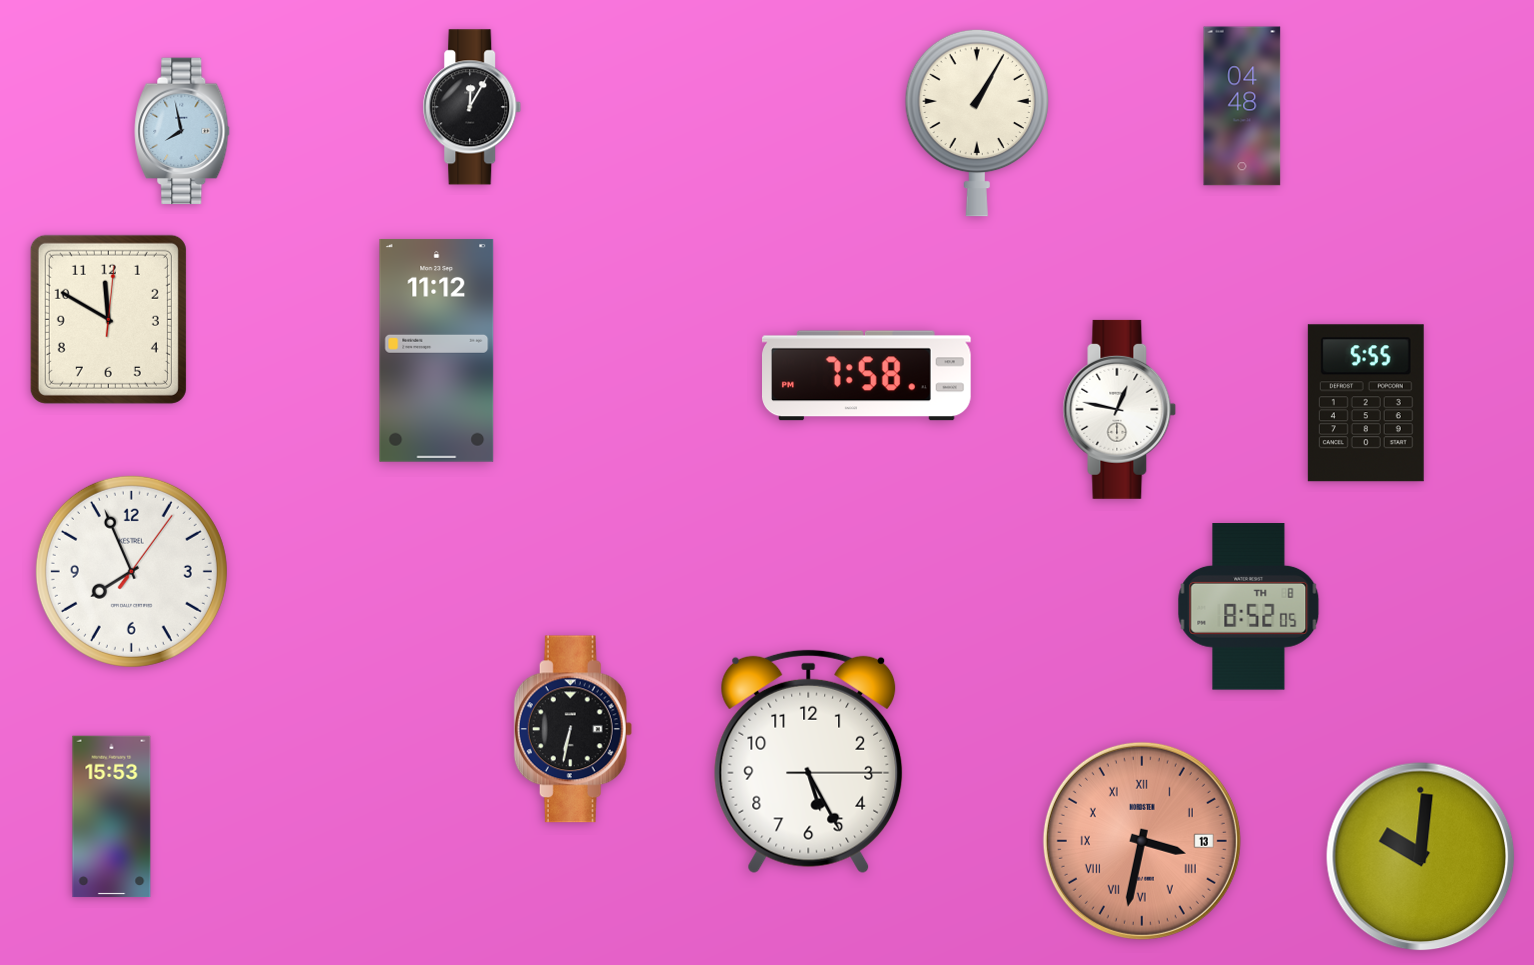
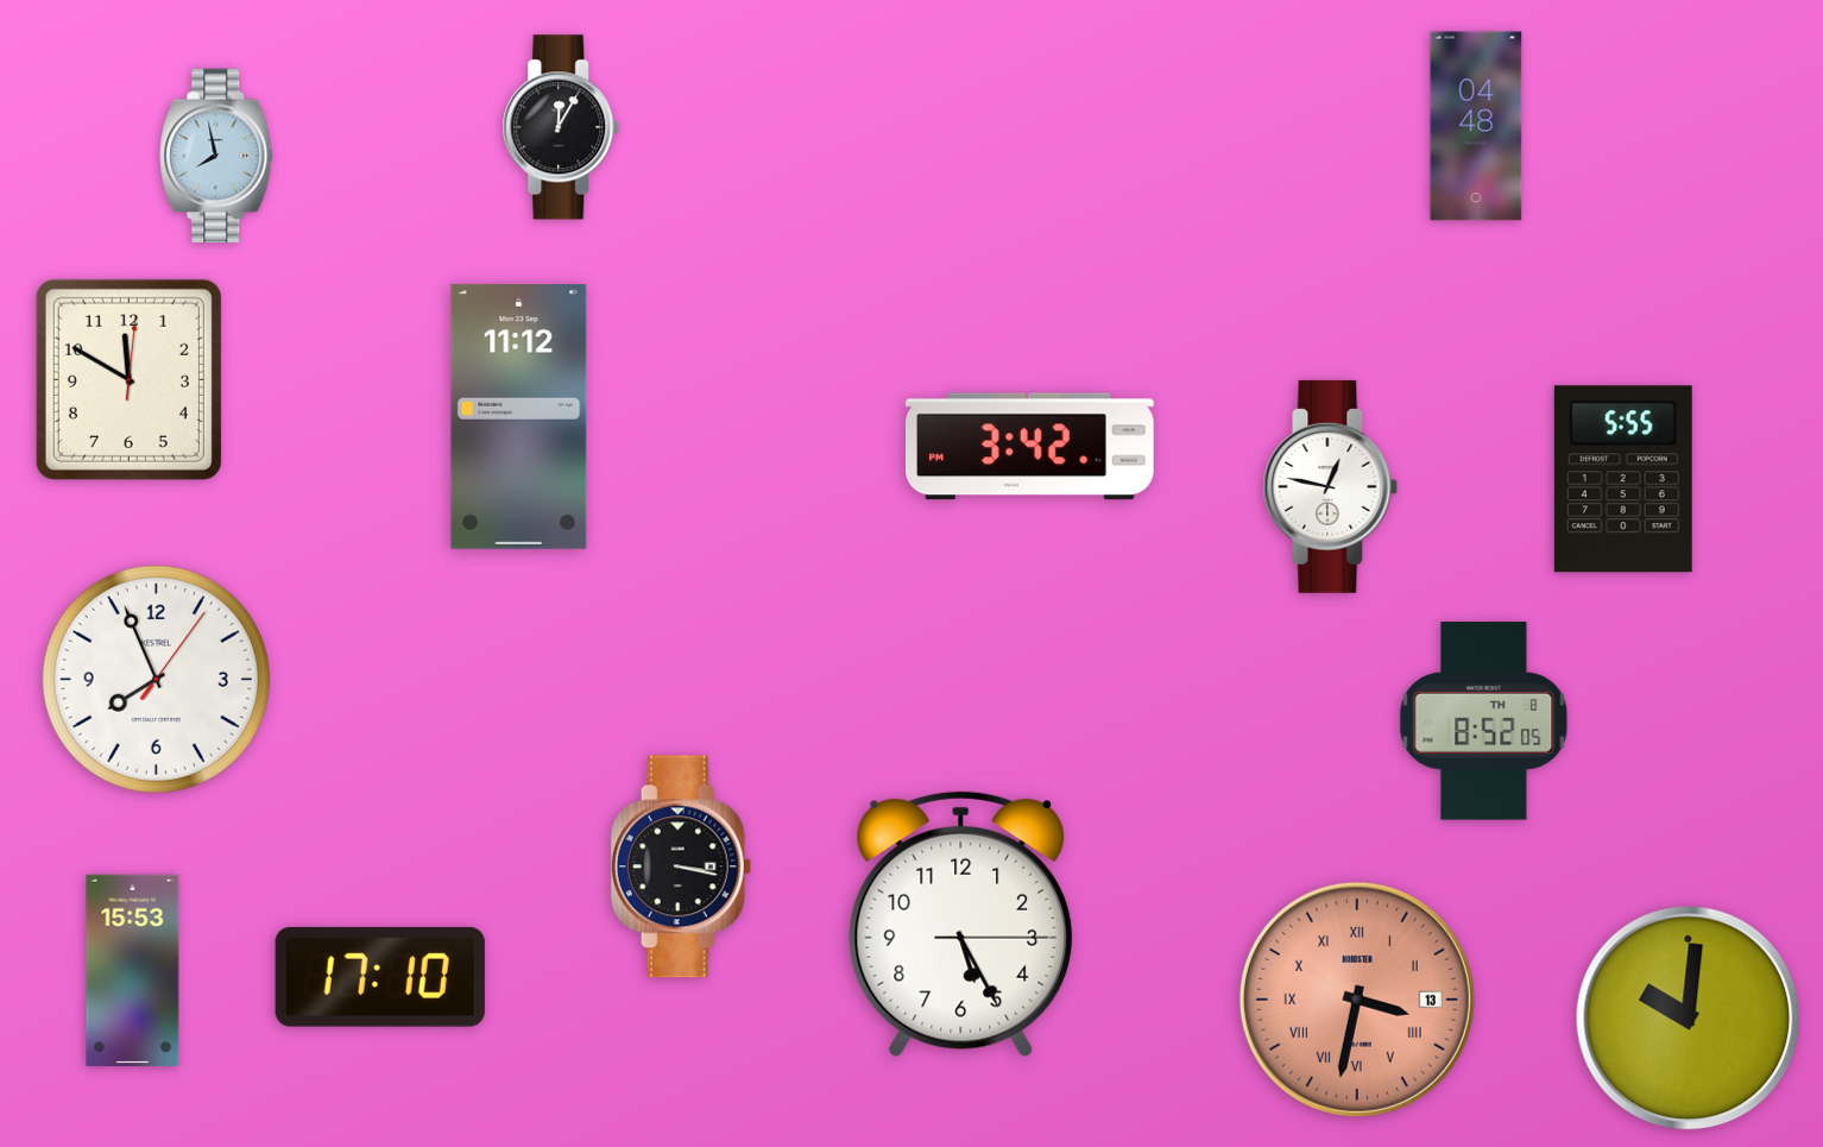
clock at (977, 123): 1:05 -> none
clock at (867, 376): 7:58 -> 3:42
clock at (573, 729): 6:32 -> 3:17
clock at (809, 762) position: (809, 762) -> (961, 925)
clock at (380, 977): none -> 17:10
